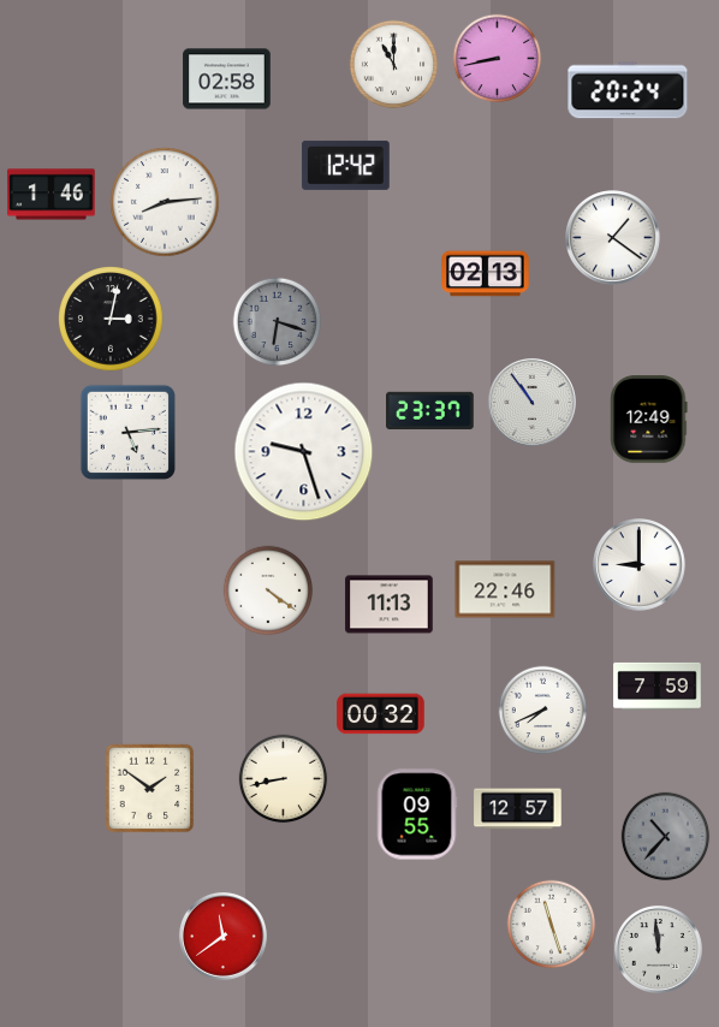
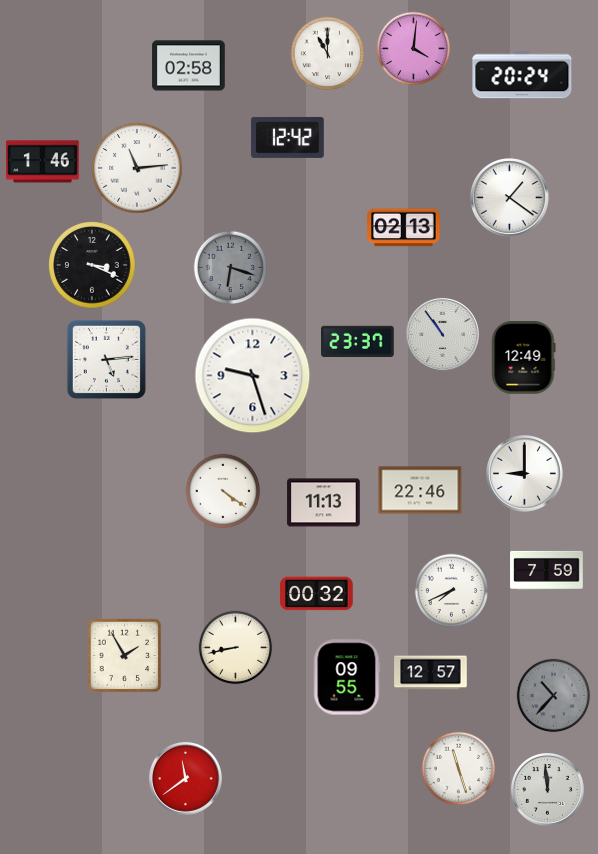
clock at (498, 59): 8:43 -> 4:01
clock at (165, 202): 8:14 -> 11:14
clock at (111, 319): 3:02 -> 3:19
clock at (649, 420) position: (649, 420) -> (524, 358)
clock at (640, 565) position: (640, 565) -> (525, 474)
clock at (150, 789): 1:51 -> 1:55
